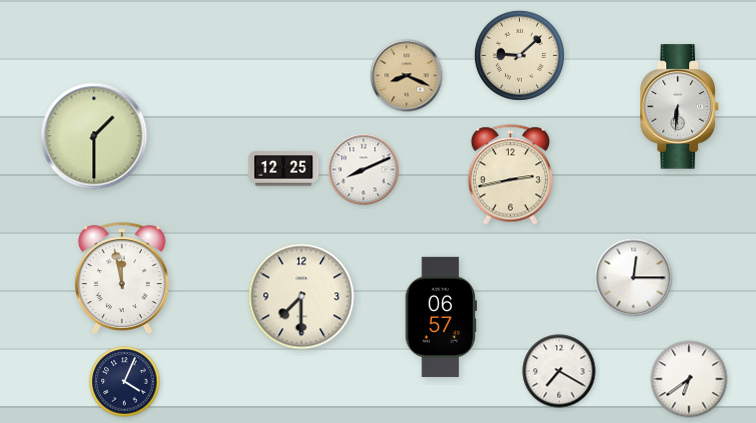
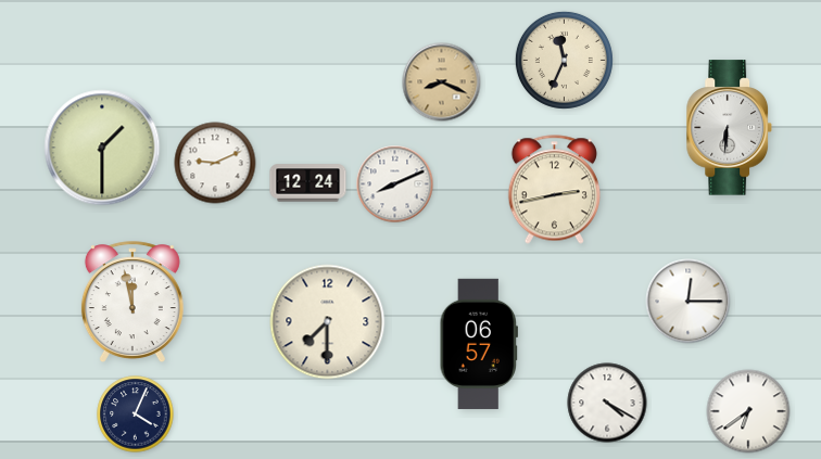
clock at (519, 55): 9:08 -> 11:34
clock at (679, 107) position: (679, 107) -> (729, 128)
clock at (215, 163): none -> 9:11
clock at (284, 169): 12:25 -> 12:24
clock at (559, 371): 7:20 -> 4:20
